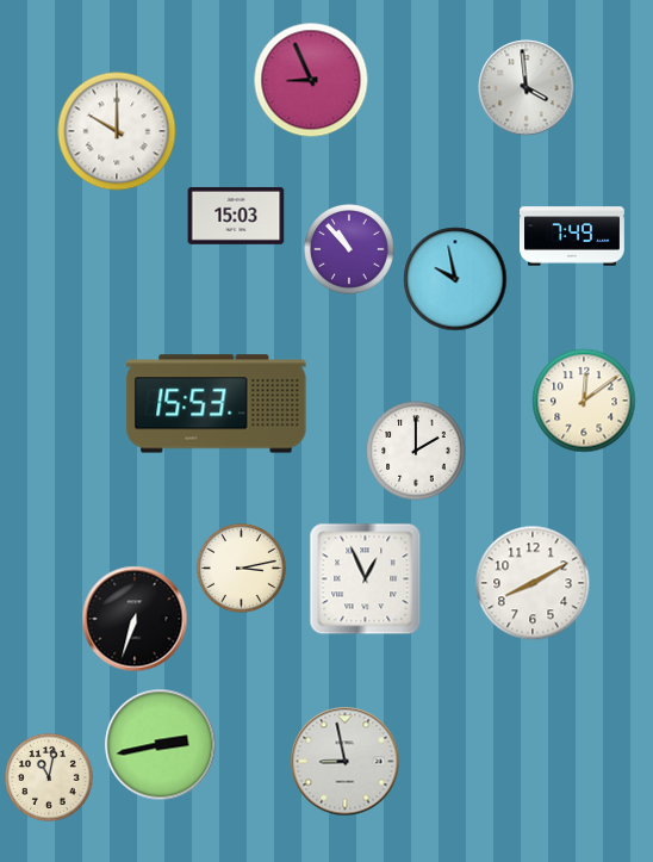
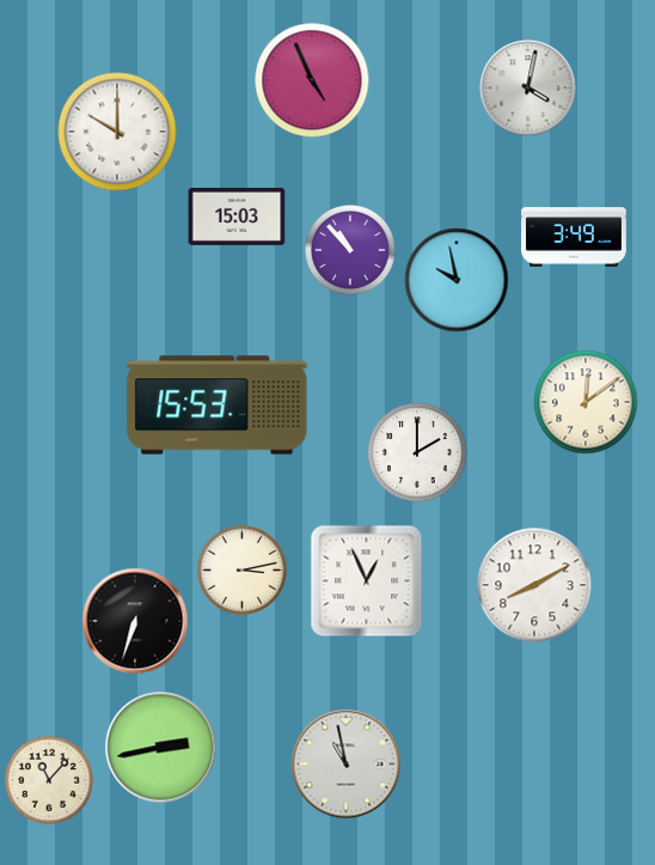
clock at (311, 80): 8:56 -> 4:56
clock at (527, 88): 3:59 -> 4:02
clock at (573, 236): 7:49 -> 3:49
clock at (346, 762): 8:58 -> 10:58
clock at (49, 777): 11:02 -> 11:07
